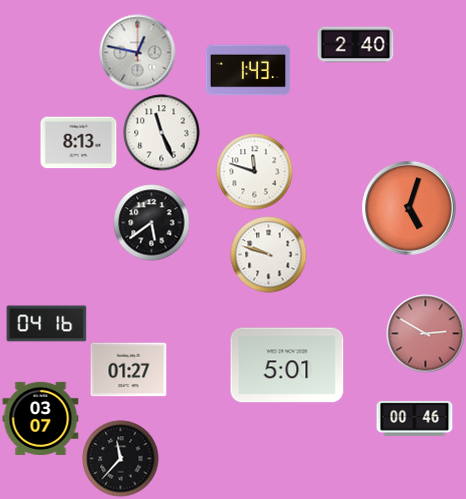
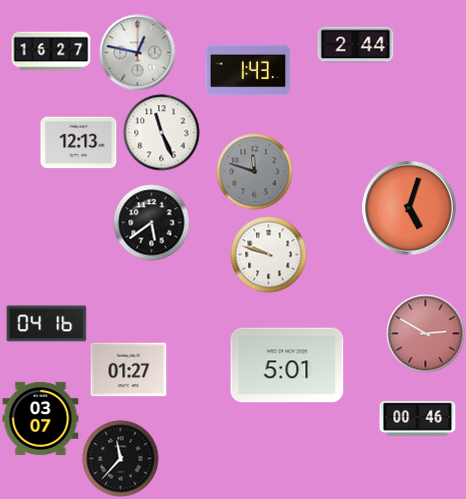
clock at (356, 45): 2:40 -> 2:44
clock at (51, 51): none -> 16:27
clock at (79, 143): 8:13 -> 12:13
clock at (255, 172) dial: white -> grey
clock at (415, 418) position: (415, 418) -> (418, 418)
